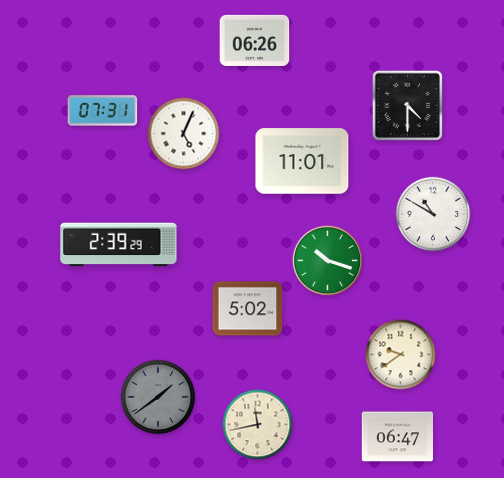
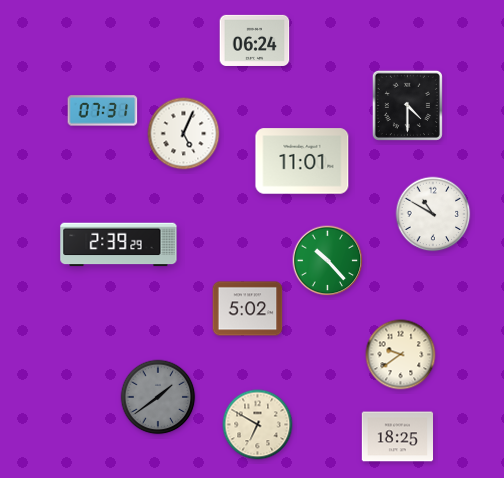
clock at (255, 40): 06:26 -> 06:24
clock at (328, 261): 10:18 -> 10:23
clock at (258, 425): 11:43 -> 6:50
clock at (398, 437): 06:47 -> 18:25
